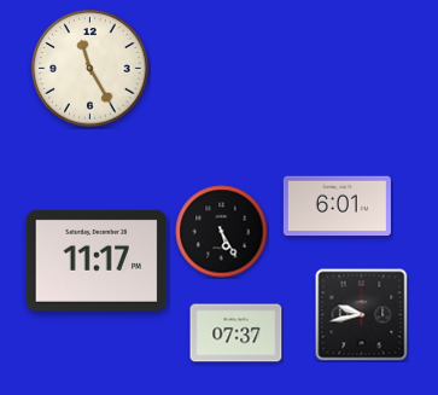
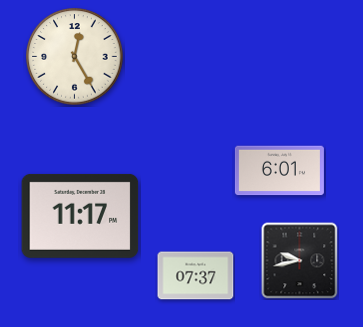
clock at (90, 69): 11:25 -> 12:25
clock at (222, 232): 5:25 -> none
